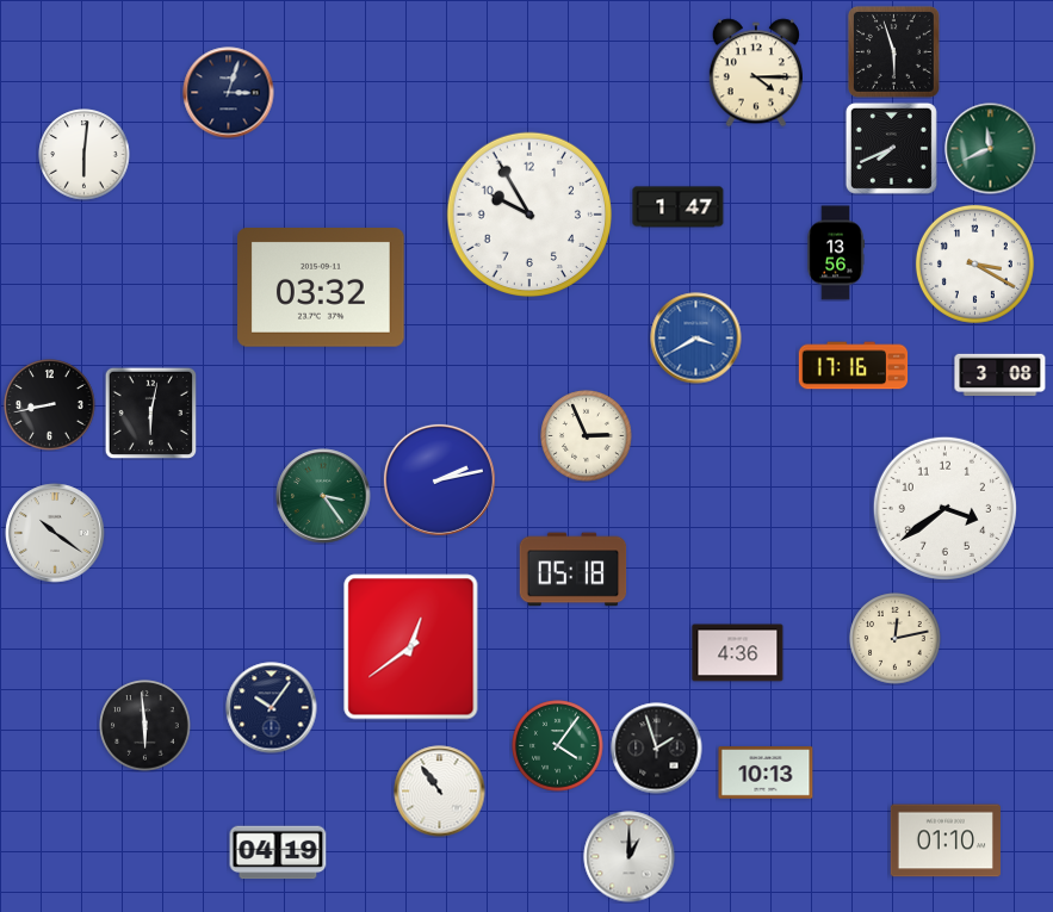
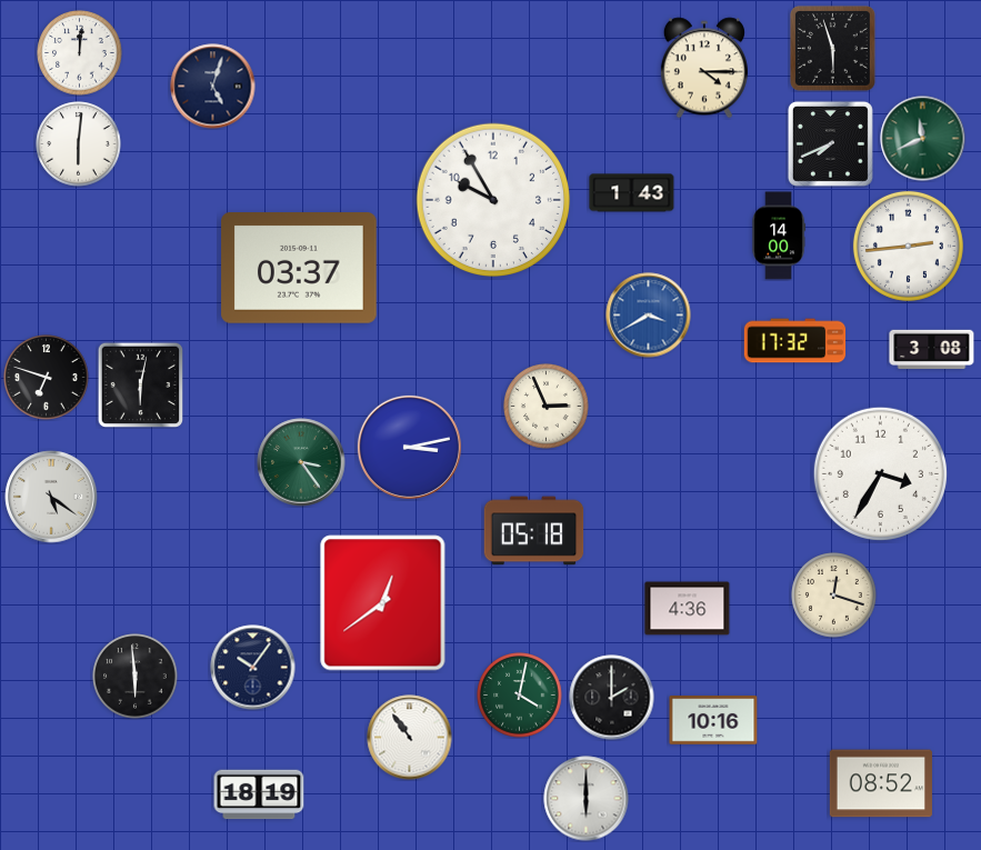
clock at (80, 53): none -> 12:01
clock at (229, 93): 3:03 -> 5:03
clock at (891, 148) position: (891, 148) -> (830, 143)
clock at (679, 207): 1:47 -> 1:43
clock at (836, 253): 13:56 -> 14:00
clock at (974, 263): 3:20 -> 2:44
clock at (321, 289): 03:32 -> 03:37
clock at (854, 366): 17:16 -> 17:32
clock at (50, 405): 8:43 -> 6:48
clock at (439, 479): 2:13 -> 3:13
clock at (944, 508): 3:39 -> 3:35
clock at (55, 533): 10:21 -> 5:21
clock at (896, 639): 12:13 -> 12:18
clock at (272, 708) position: (272, 708) -> (253, 668)
clock at (558, 746): 4:06 -> 4:02
clock at (657, 749): 1:57 -> 2:00
clock at (766, 773): 10:13 -> 10:16
clock at (946, 840): 01:10 -> 08:52
clock at (278, 852): 04:19 -> 18:19
clock at (630, 857): 1:00 -> 6:00
